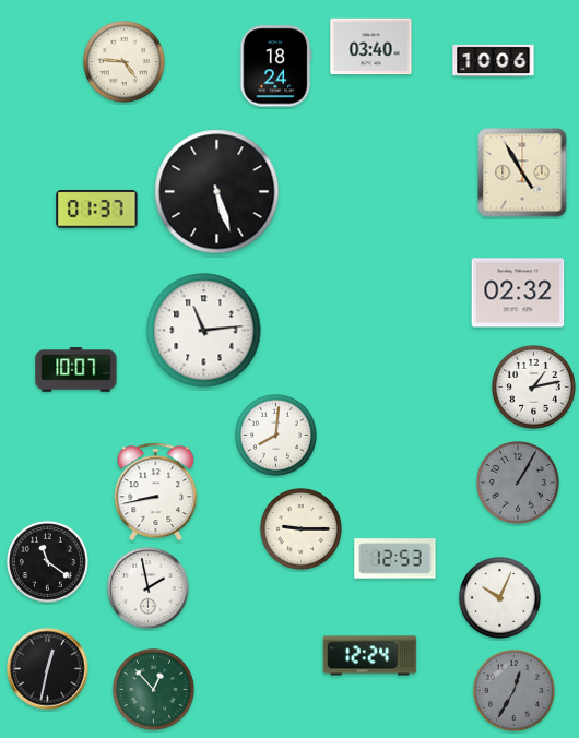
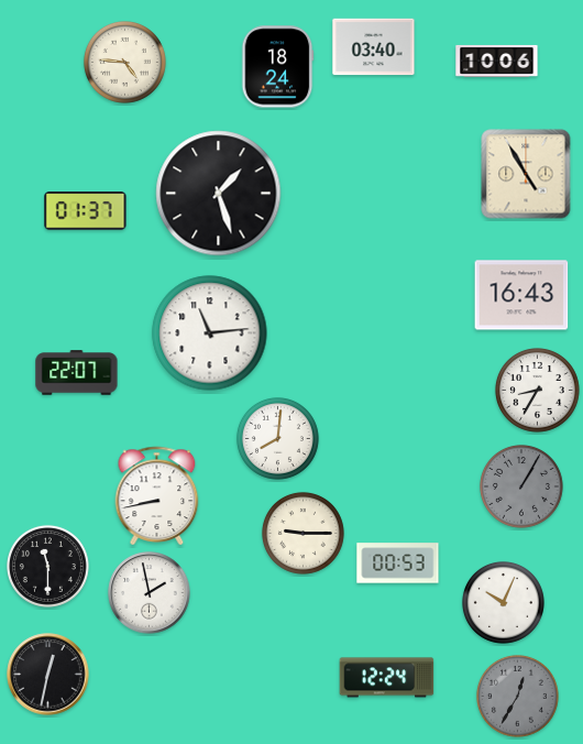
clock at (217, 192): 5:27 -> 1:27
clock at (97, 210) position: (97, 210) -> (86, 211)
clock at (518, 293): 02:32 -> 16:43
clock at (204, 331) position: (204, 331) -> (210, 333)
clock at (76, 370): 10:07 -> 22:07
clock at (533, 386): 1:13 -> 8:35
clock at (395, 559): 12:53 -> 00:53
clock at (47, 561): 11:21 -> 11:30
clock at (370, 656) position: (370, 656) -> (387, 678)
clock at (153, 689): 12:53 -> none
